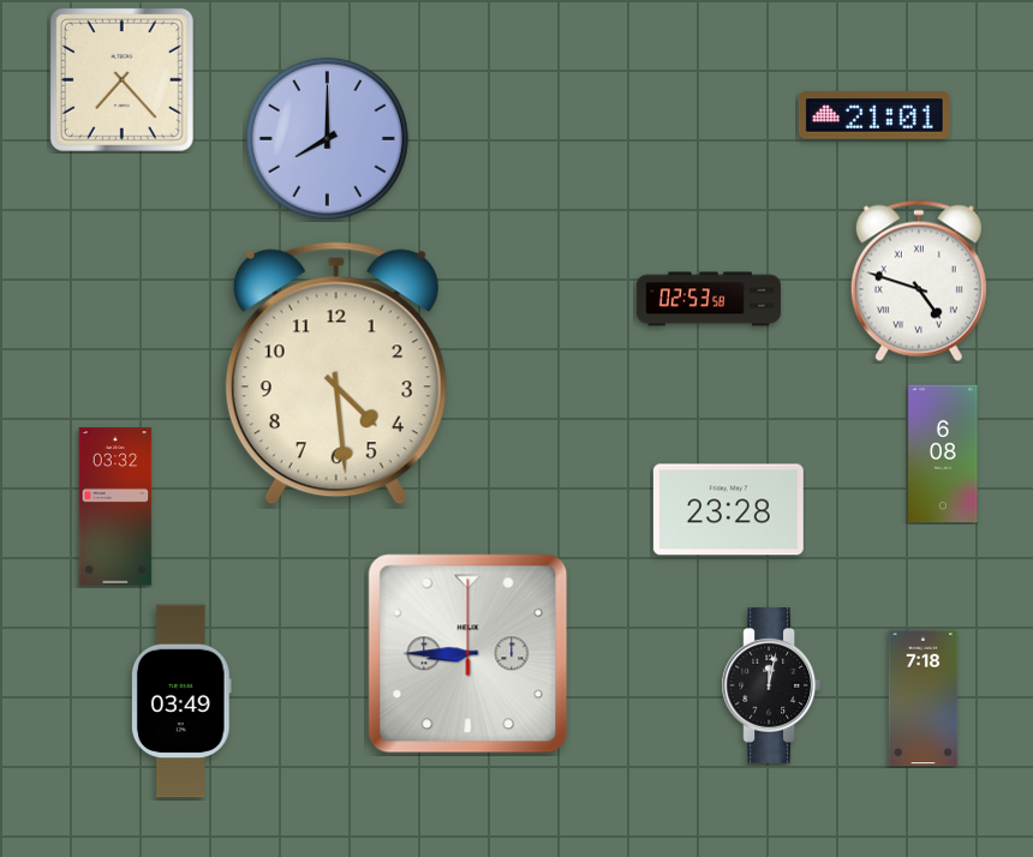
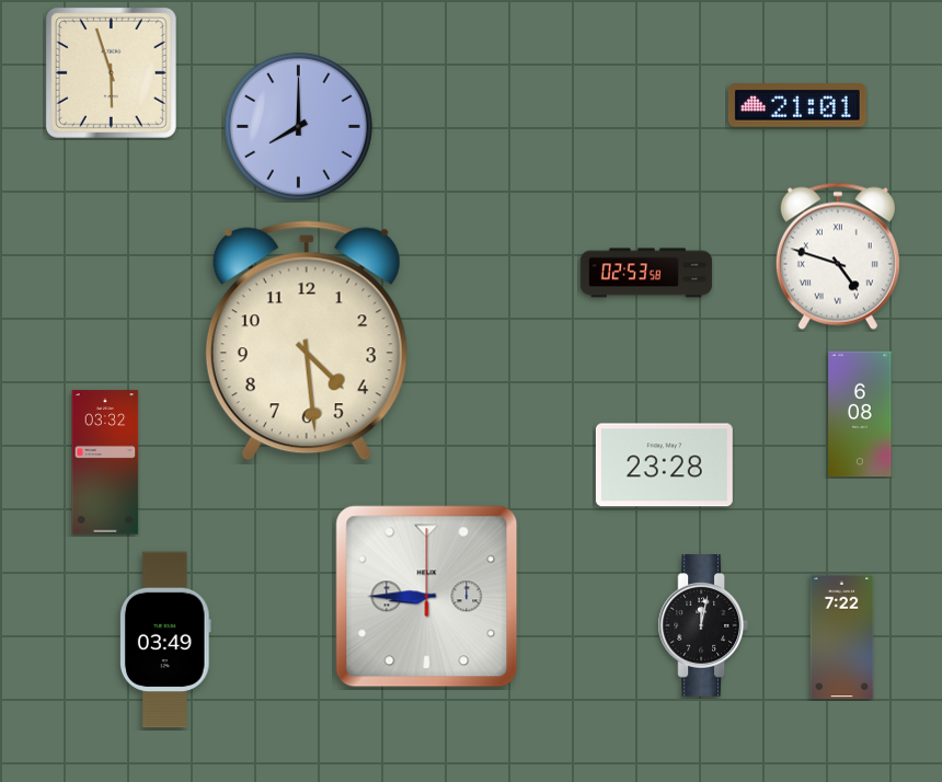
clock at (121, 79): 7:23 -> 5:57
clock at (924, 699): 7:18 -> 7:22
